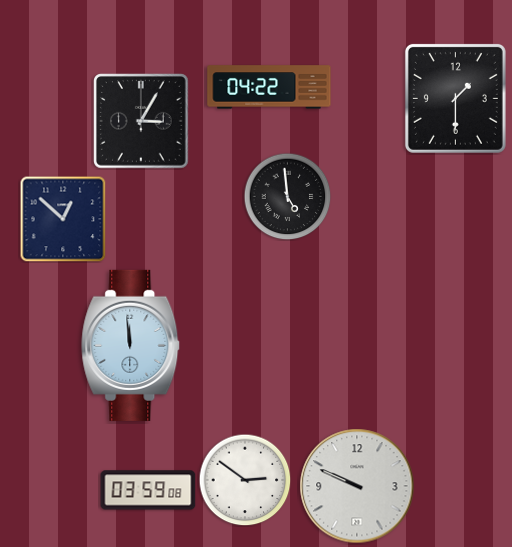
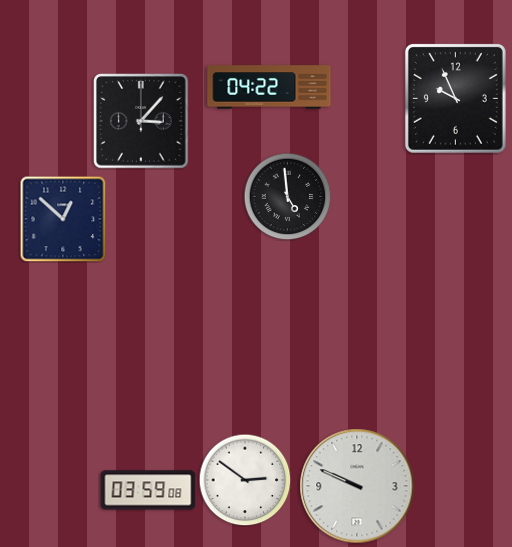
clock at (455, 98): 1:30 -> 9:56
clock at (141, 121): 3:05 -> 3:07
clock at (131, 345): 11:59 -> none
